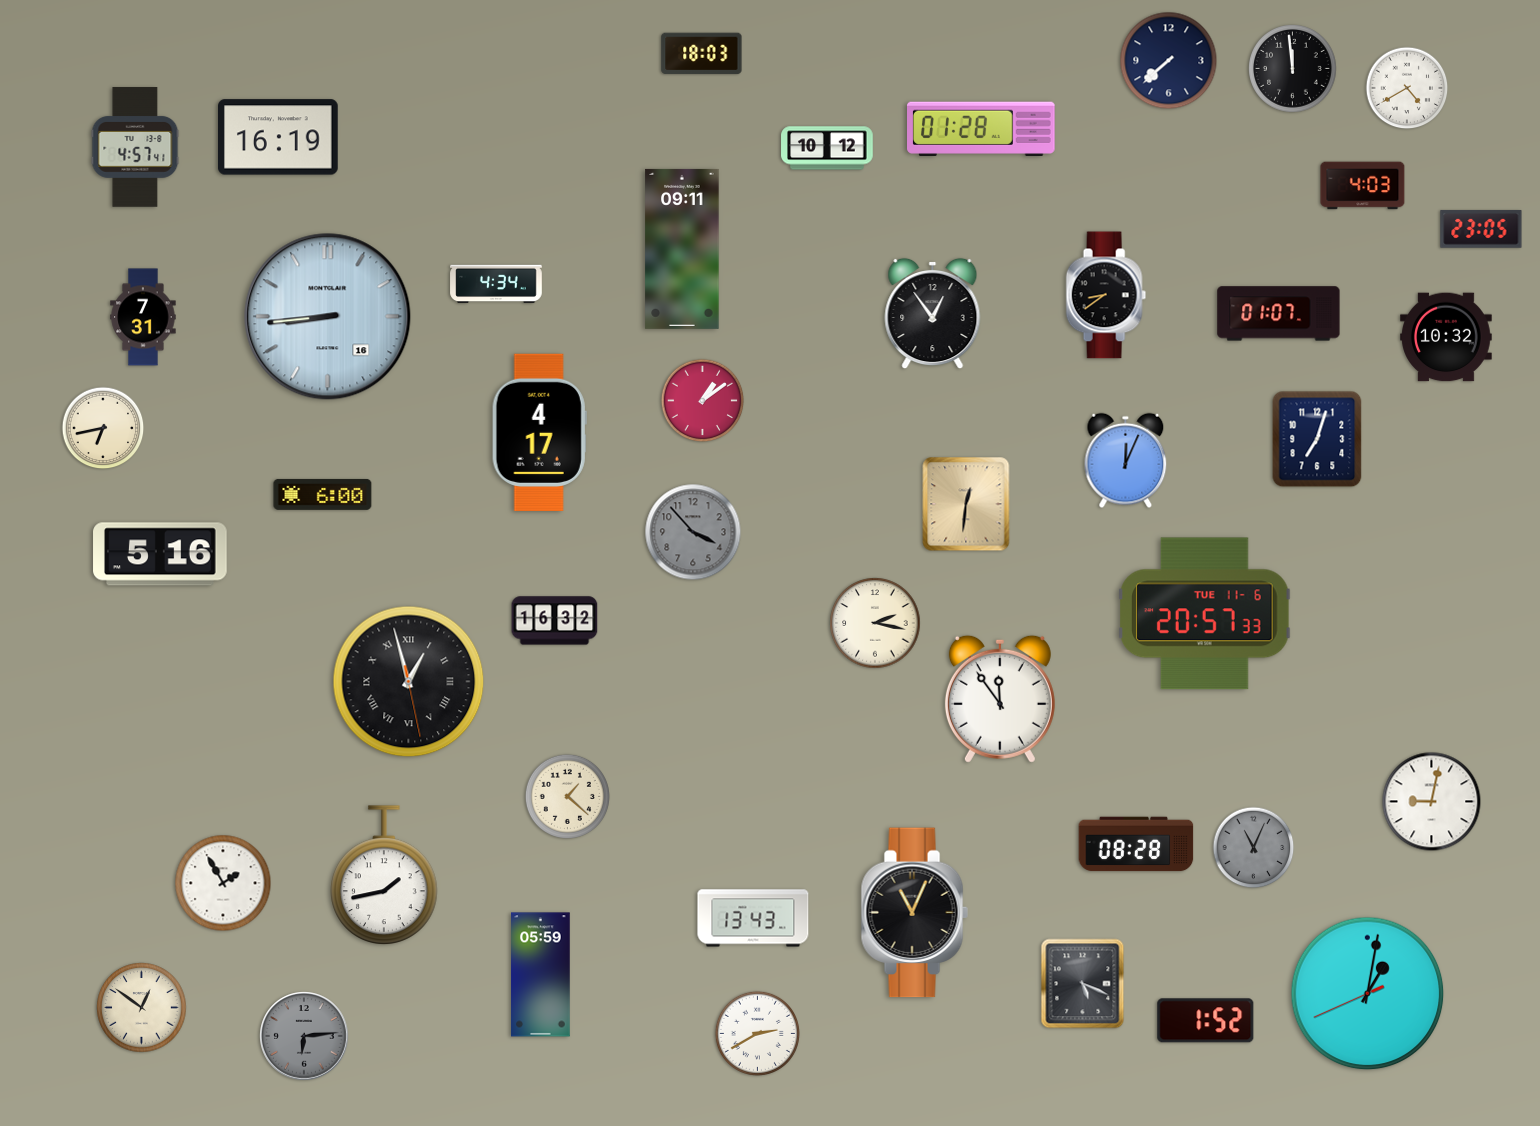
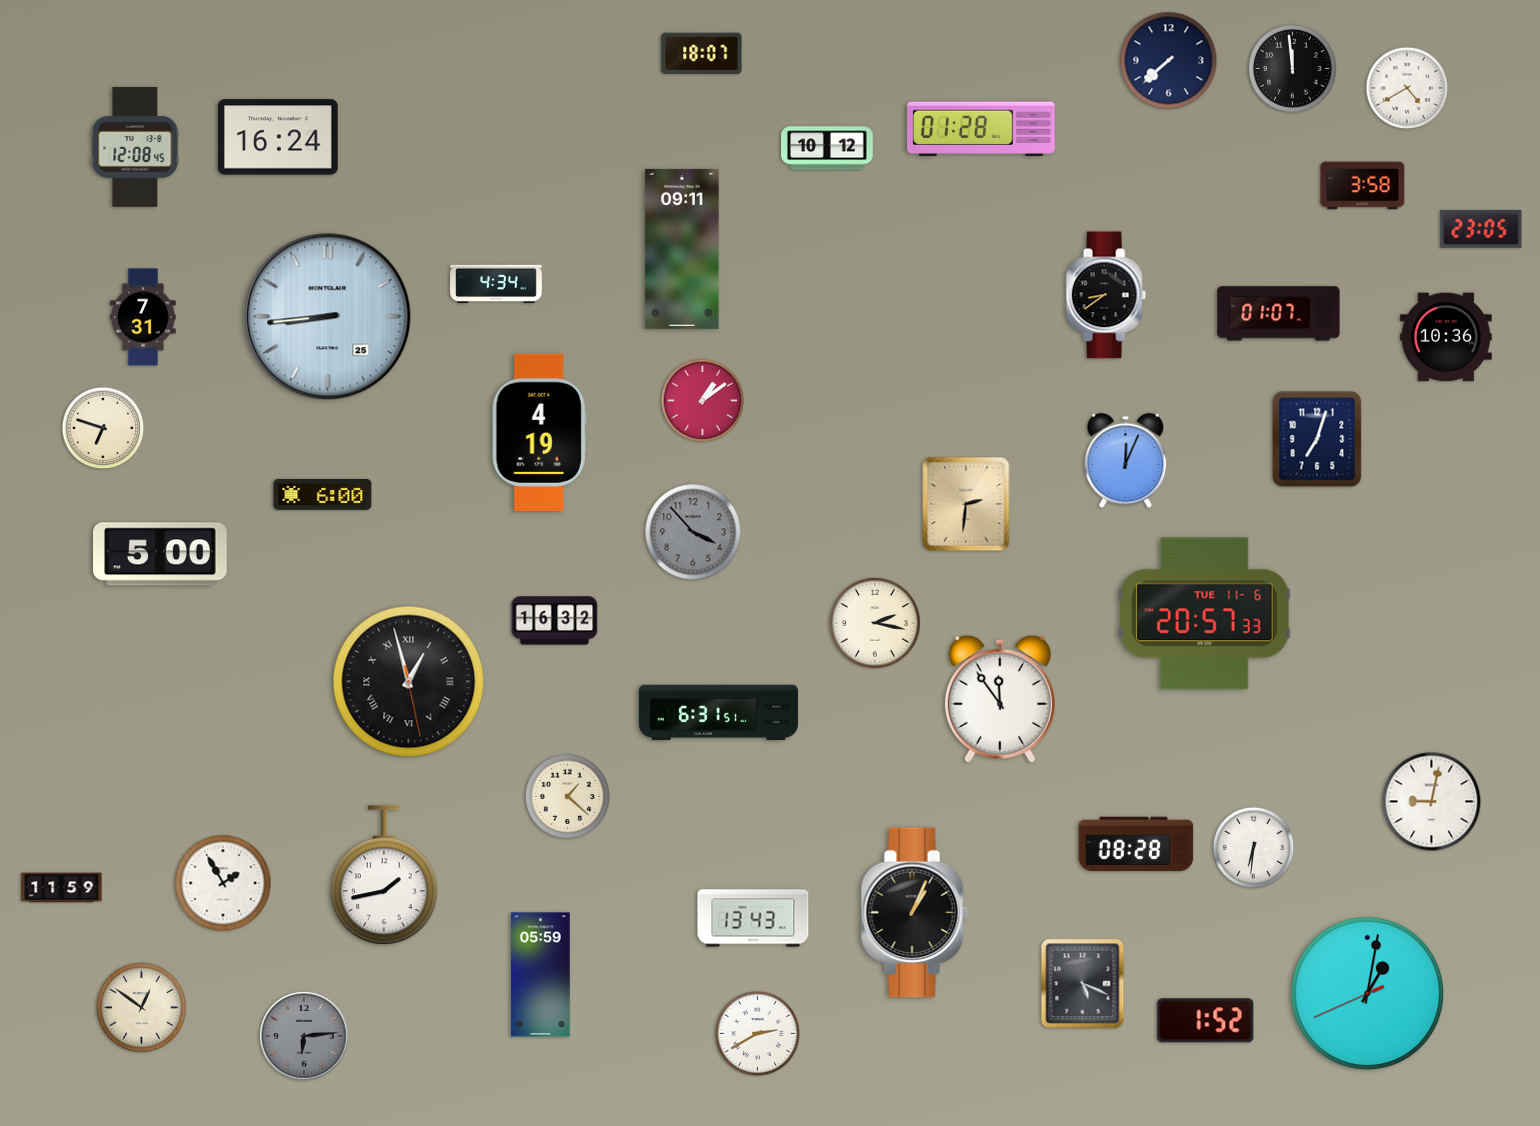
clock at (702, 54): 18:03 -> 18:07
clock at (279, 137): 16:19 -> 16:24
clock at (135, 147): 4:57 -> 12:08
clock at (1363, 186): 4:03 -> 3:58
clock at (933, 314): 12:54 -> none
clock at (328, 317) date: 16 -> 25
clock at (1446, 337): 10:32 -> 10:36
clock at (103, 428): 6:43 -> 6:48
clock at (539, 432): 4:17 -> 4:19
clock at (966, 504): 12:31 -> 2:31
clock at (160, 554): 5:16 -> 5:00
clock at (718, 713): none -> 6:31
clock at (1254, 848): 11:04 -> 6:31
clock at (1254, 848) dial: grey -> white
clock at (62, 888): none -> 11:59
clock at (914, 913): 11:04 -> 1:04
